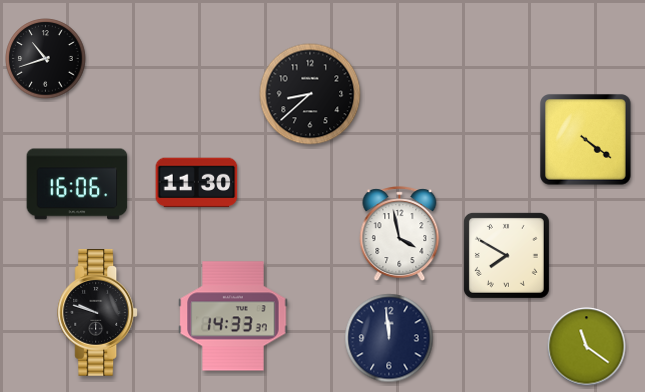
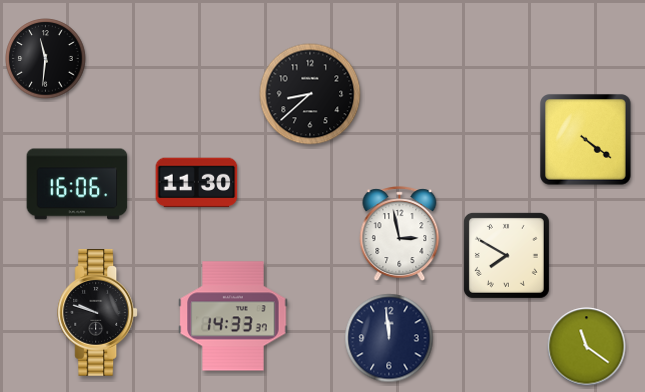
clock at (46, 59): 10:42 -> 11:31
clock at (400, 233): 3:58 -> 2:58
